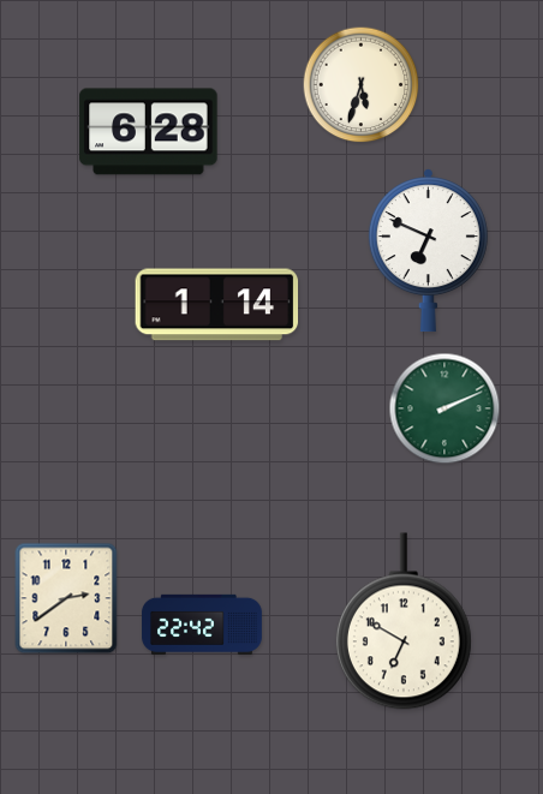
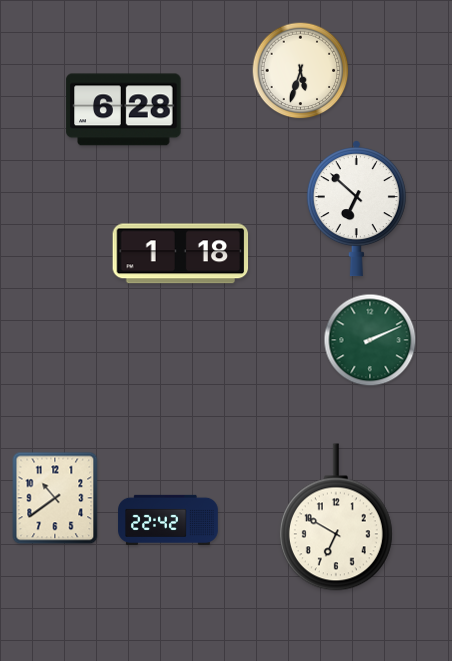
clock at (428, 251): 6:49 -> 6:52
clock at (217, 305): 1:14 -> 1:18
clock at (66, 598): 2:39 -> 10:39
